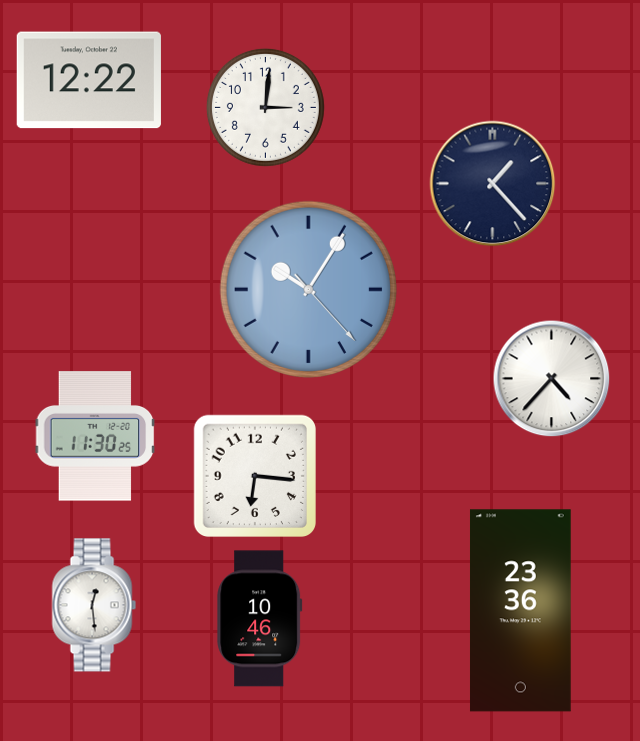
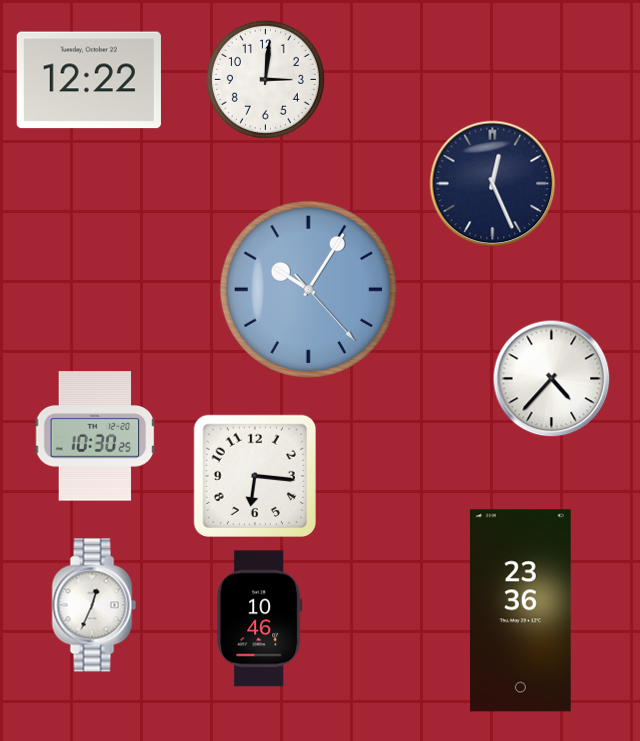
clock at (265, 107) position: (265, 107) -> (265, 79)
clock at (493, 184): 1:23 -> 12:26
clock at (95, 436): 11:30 -> 10:30
clock at (94, 605): 12:29 -> 12:34
